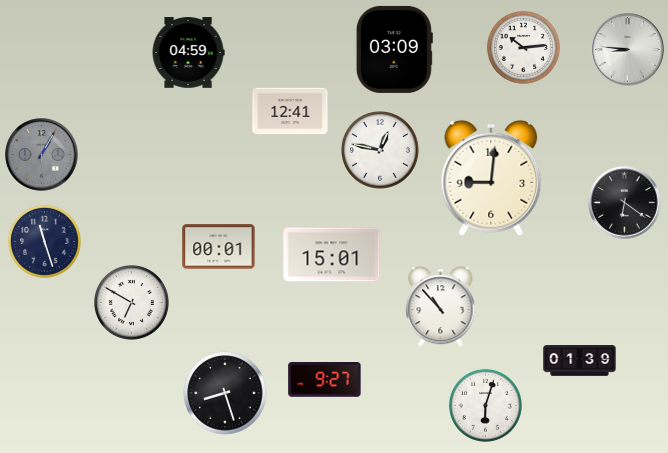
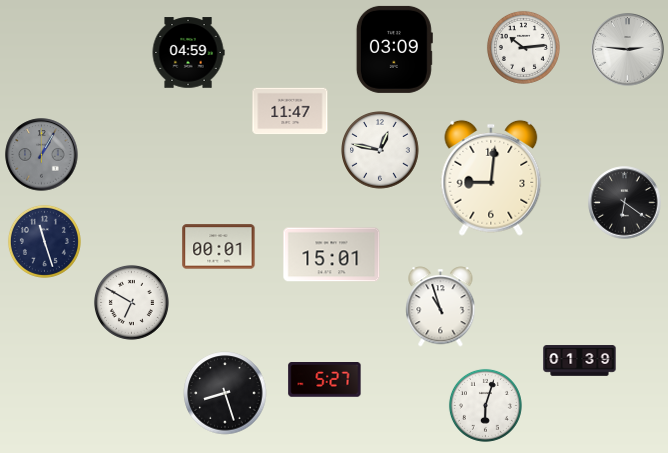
clock at (628, 50): 8:46 -> 2:46
clock at (290, 111): 12:41 -> 11:47
clock at (441, 307): 10:53 -> 10:57
clock at (325, 380): 9:27 -> 5:27
